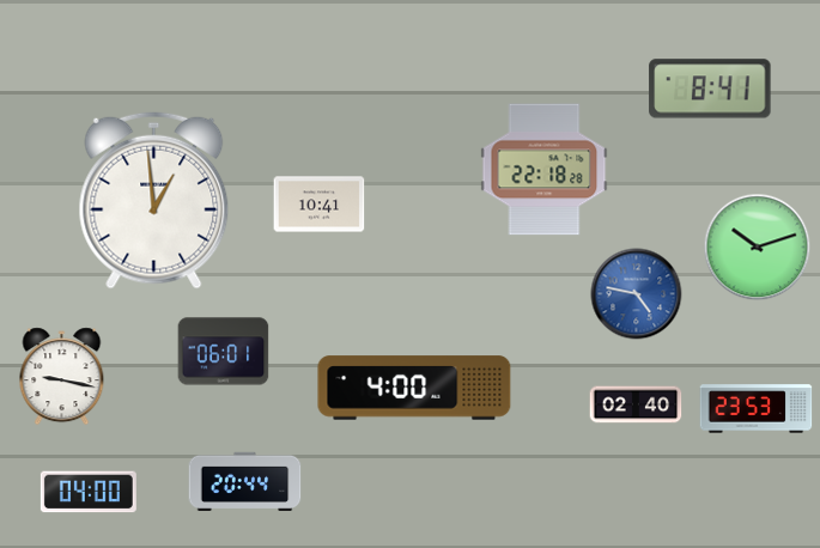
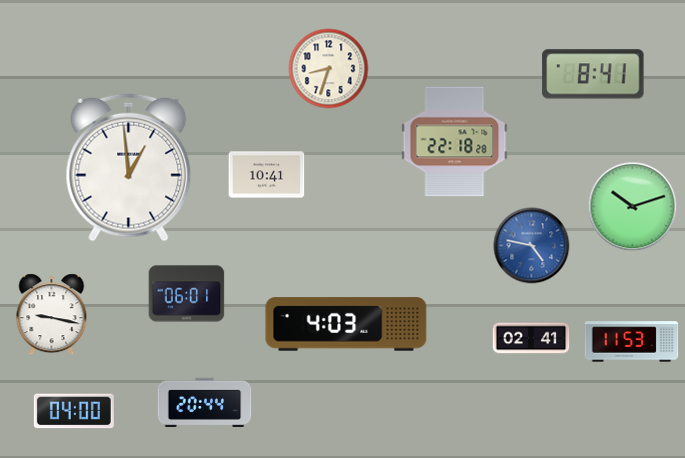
clock at (329, 69): none -> 8:33
clock at (320, 205) position: (320, 205) -> (267, 175)
clock at (414, 388): 4:00 -> 4:03
clock at (636, 404): 02:40 -> 02:41
clock at (757, 409): 23:53 -> 11:53
